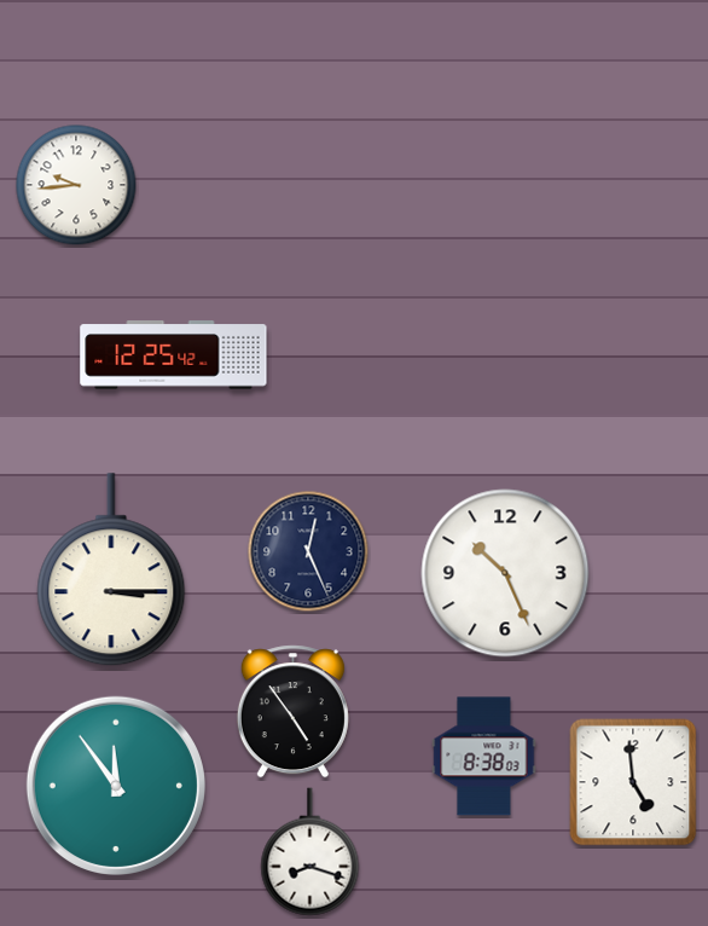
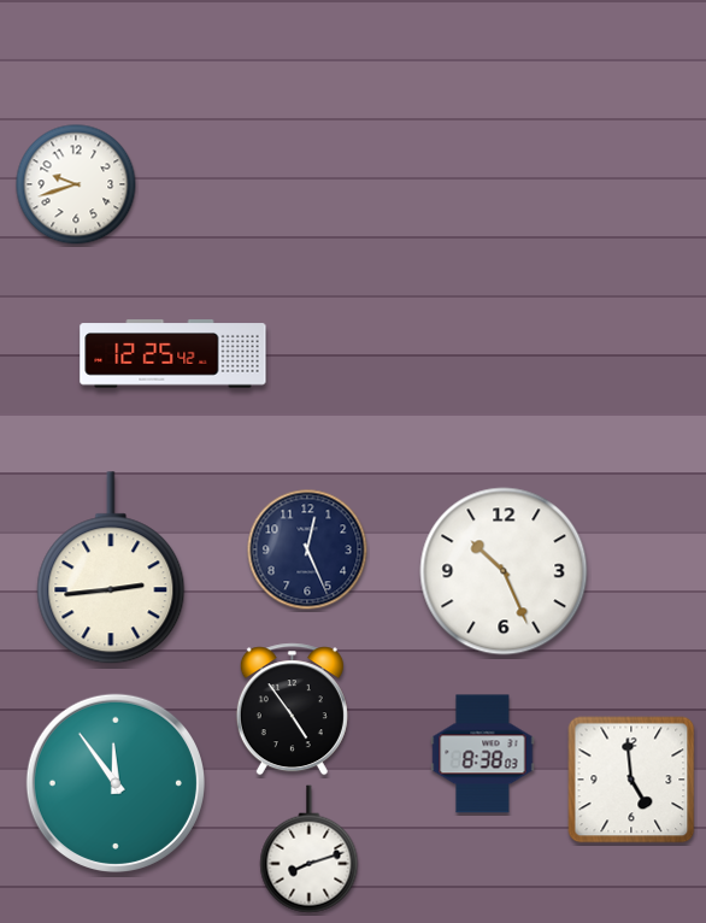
clock at (76, 185): 9:44 -> 9:42
clock at (111, 571): 3:15 -> 2:44
clock at (311, 852): 8:18 -> 8:12
